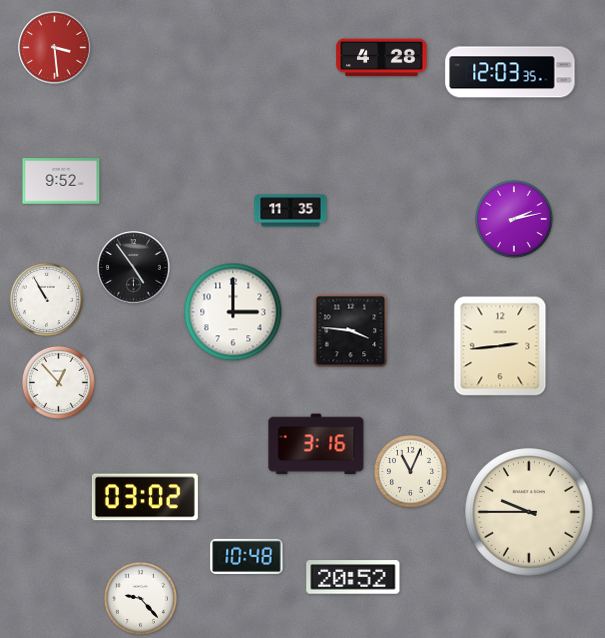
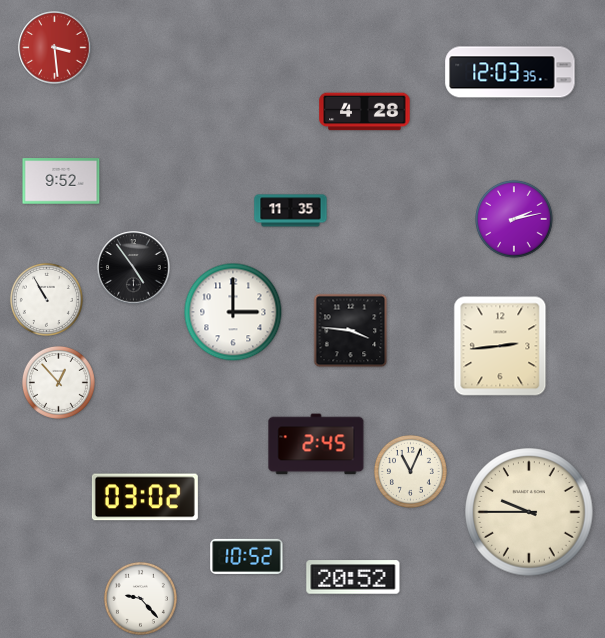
clock at (382, 58) position: (382, 58) -> (365, 112)
clock at (316, 444): 3:16 -> 2:45
clock at (247, 556): 10:48 -> 10:52
